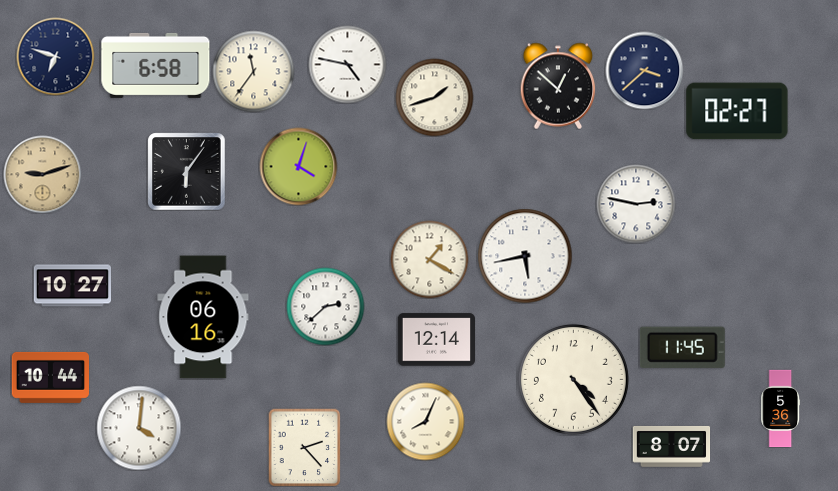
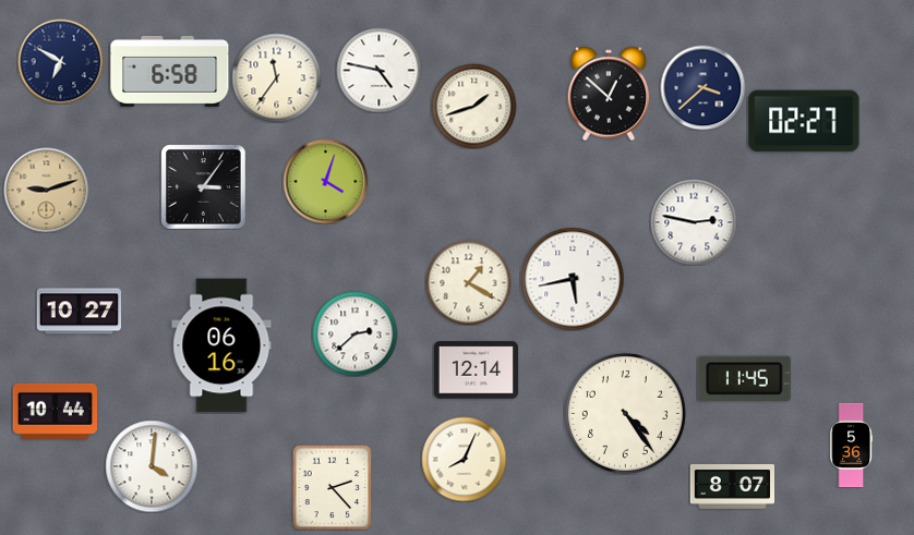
clock at (55, 56): 6:48 -> 6:50
clock at (644, 70) position: (644, 70) -> (702, 87)
clock at (186, 171): 6:06 -> 3:06
